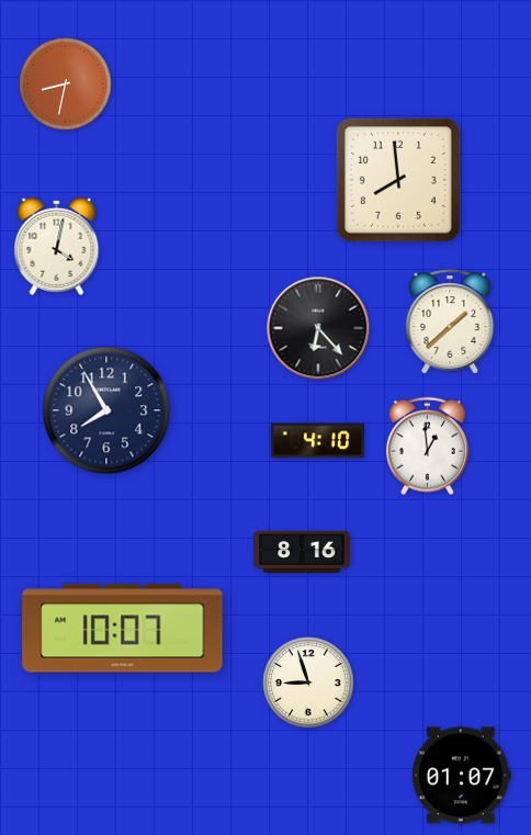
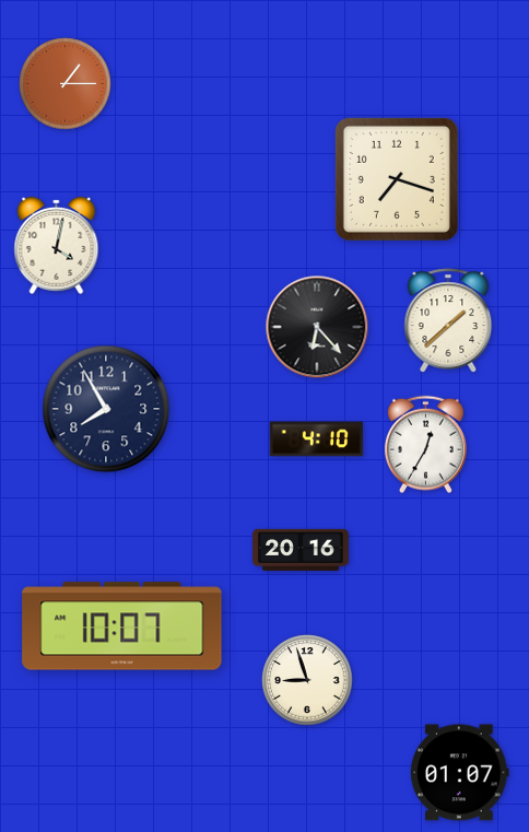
clock at (66, 84): 8:32 -> 1:15
clock at (398, 180): 7:59 -> 7:18
clock at (427, 447): 12:59 -> 12:35
clock at (302, 552): 8:16 -> 20:16
